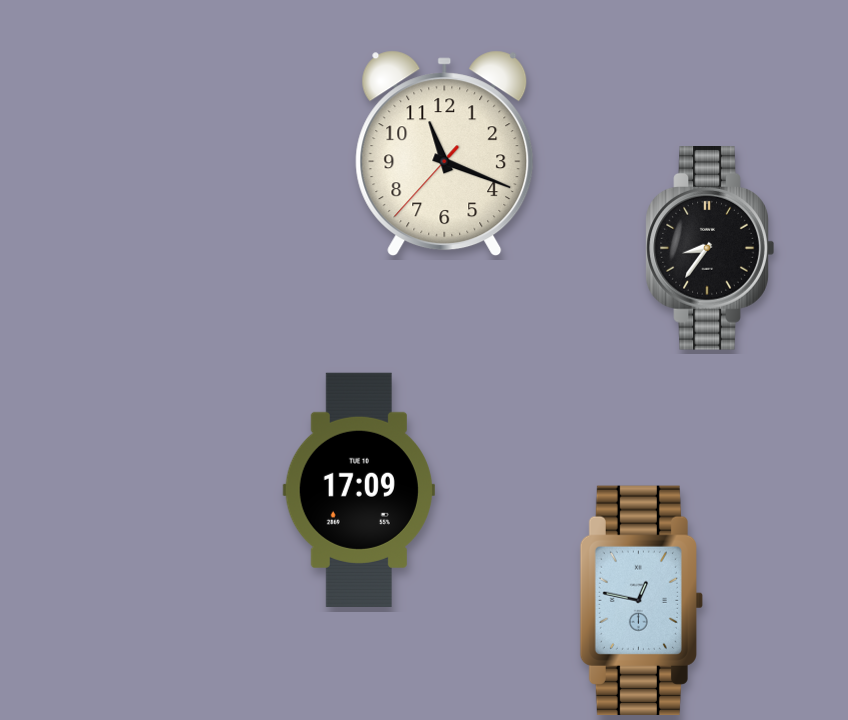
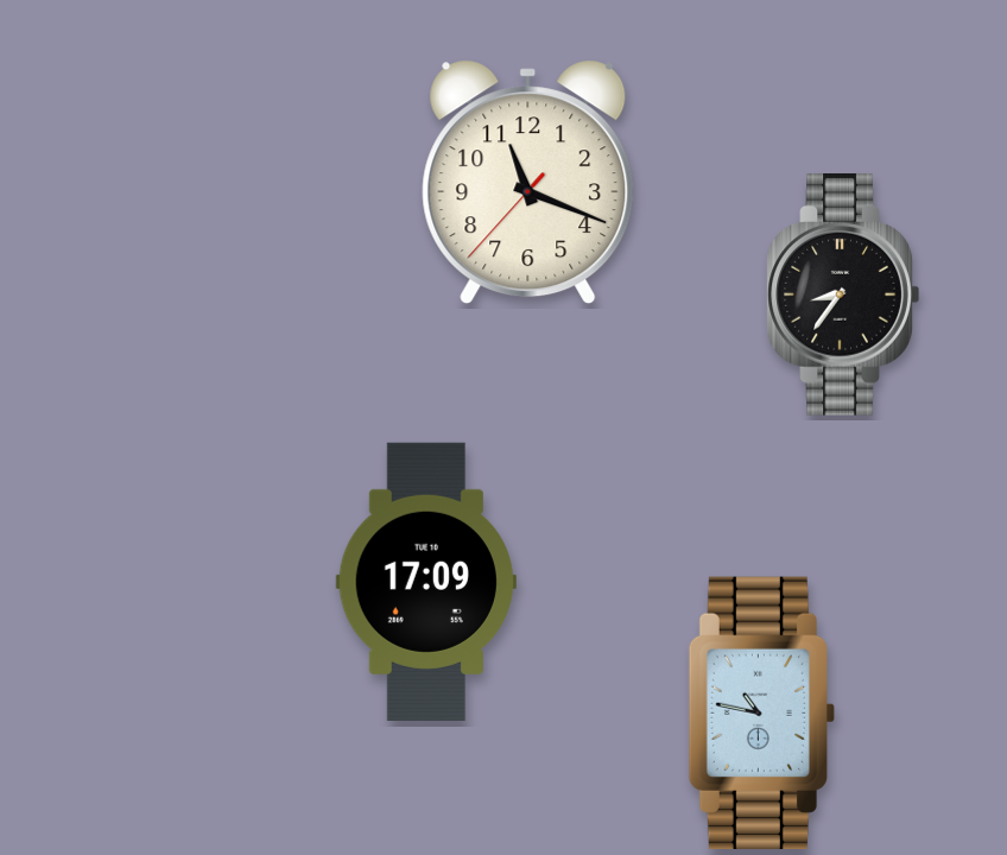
clock at (641, 600): 12:47 -> 10:47
